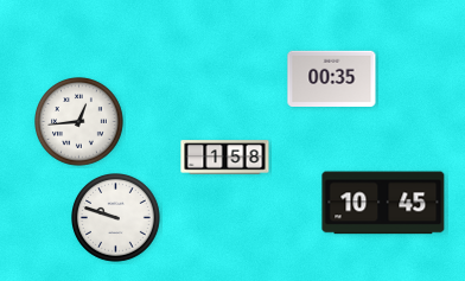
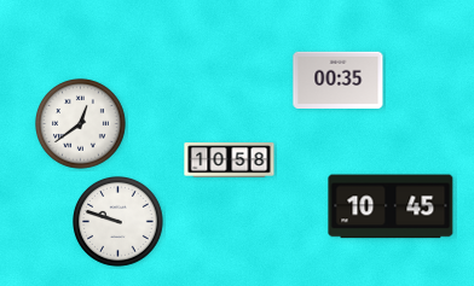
clock at (79, 122): 12:44 -> 12:39
clock at (225, 158): 1:58 -> 10:58
